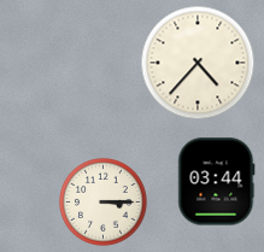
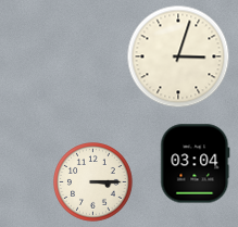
clock at (198, 63): 4:37 -> 3:03
clock at (217, 182): 03:44 -> 03:04
